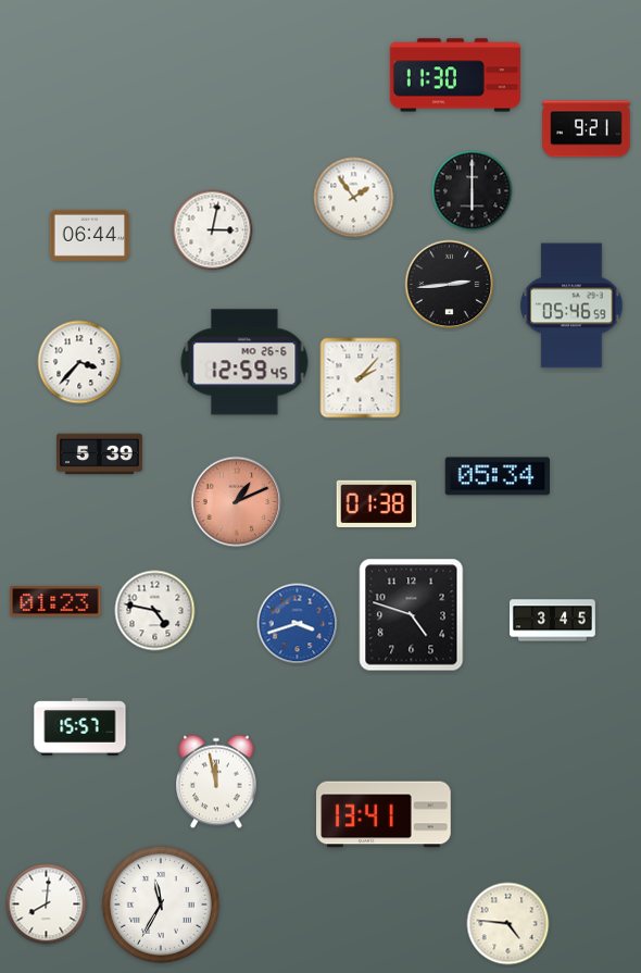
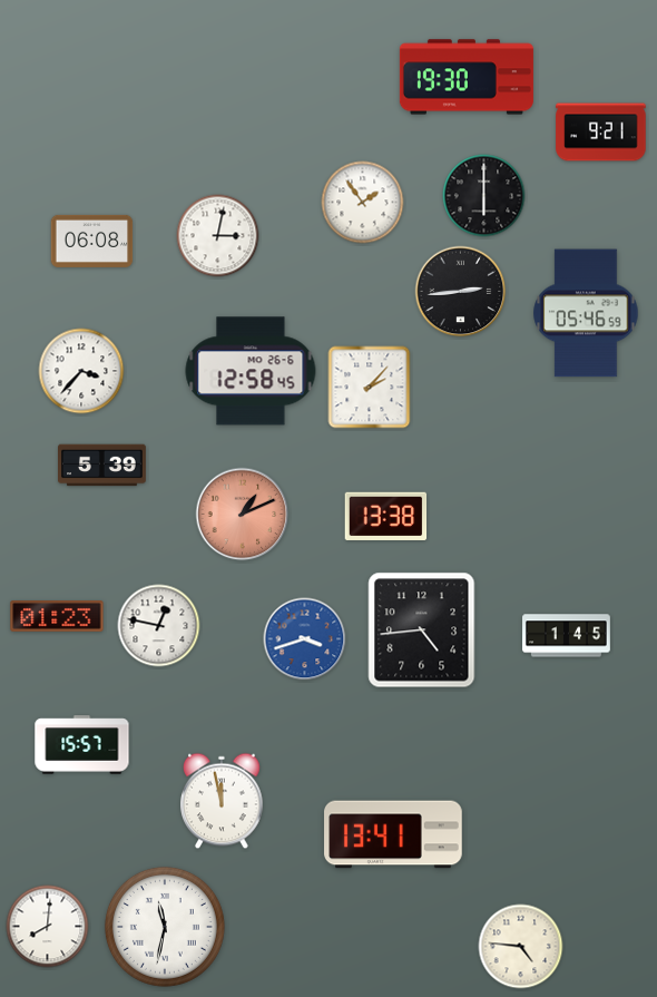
clock at (455, 75): 11:30 -> 19:30
clock at (90, 235): 06:44 -> 06:08
clock at (244, 362): 12:59 -> 12:58
clock at (497, 476): 05:34 -> none
clock at (377, 503): 01:38 -> 13:38
clock at (155, 611): 4:47 -> 12:47
clock at (412, 615): 4:48 -> 4:44
clock at (553, 621): 3:45 -> 1:45
clock at (161, 905): 11:35 -> 11:32
